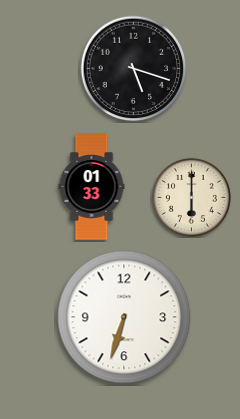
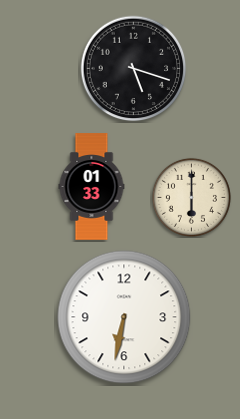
clock at (124, 317): 6:33 -> 6:32
